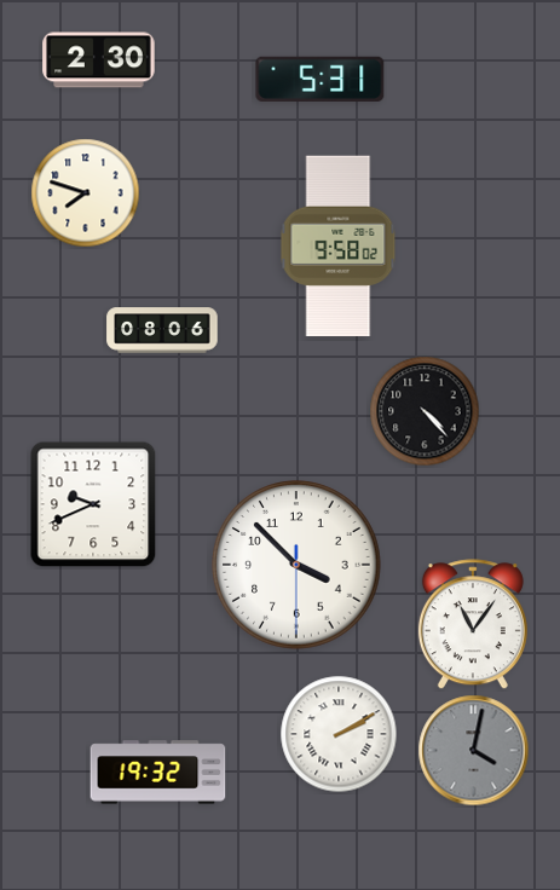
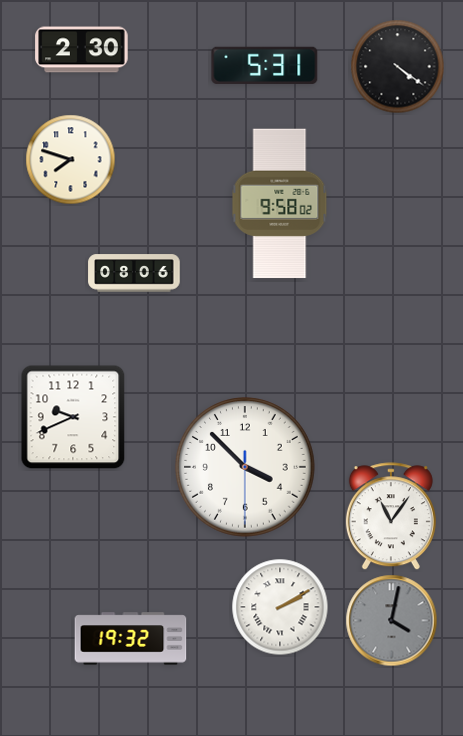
clock at (398, 67): none -> 4:21
clock at (425, 411): 4:23 -> none
clock at (93, 504) position: (93, 504) -> (73, 417)
